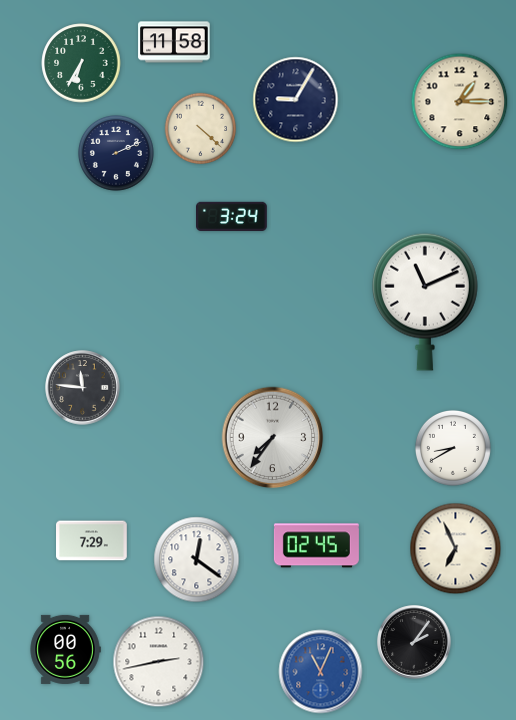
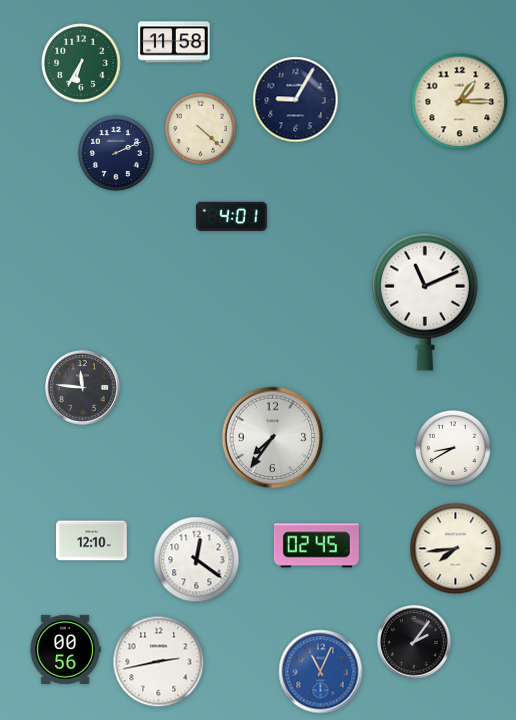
clock at (232, 216): 3:24 -> 4:01
clock at (92, 541): 7:29 -> 12:10
clock at (456, 549): 6:56 -> 7:44
